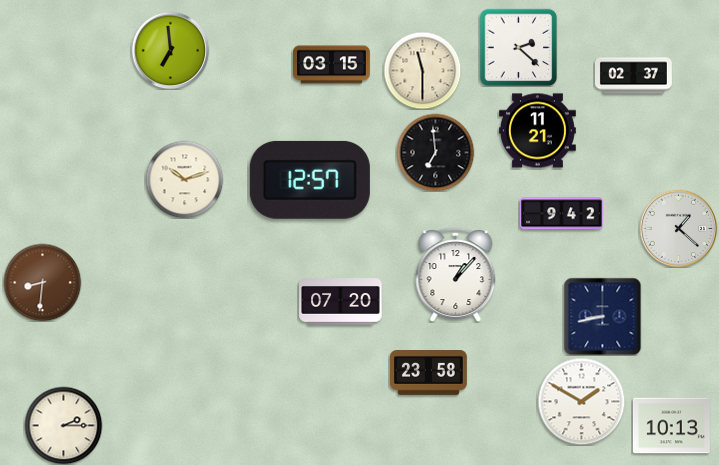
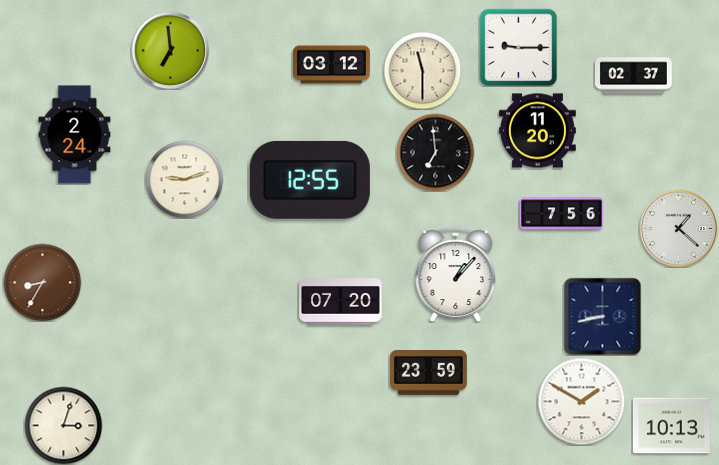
clock at (518, 47): 2:22 -> 9:15
clock at (332, 65): 03:15 -> 03:12
clock at (538, 131): 11:21 -> 11:20
clock at (75, 135): none -> 2:24
clock at (184, 179): 10:12 -> 9:12
clock at (310, 180): 12:57 -> 12:55
clock at (562, 214): 9:42 -> 7:56
clock at (42, 282): 8:31 -> 8:35
clock at (429, 373): 23:58 -> 23:59
clock at (63, 425): 2:15 -> 3:03
